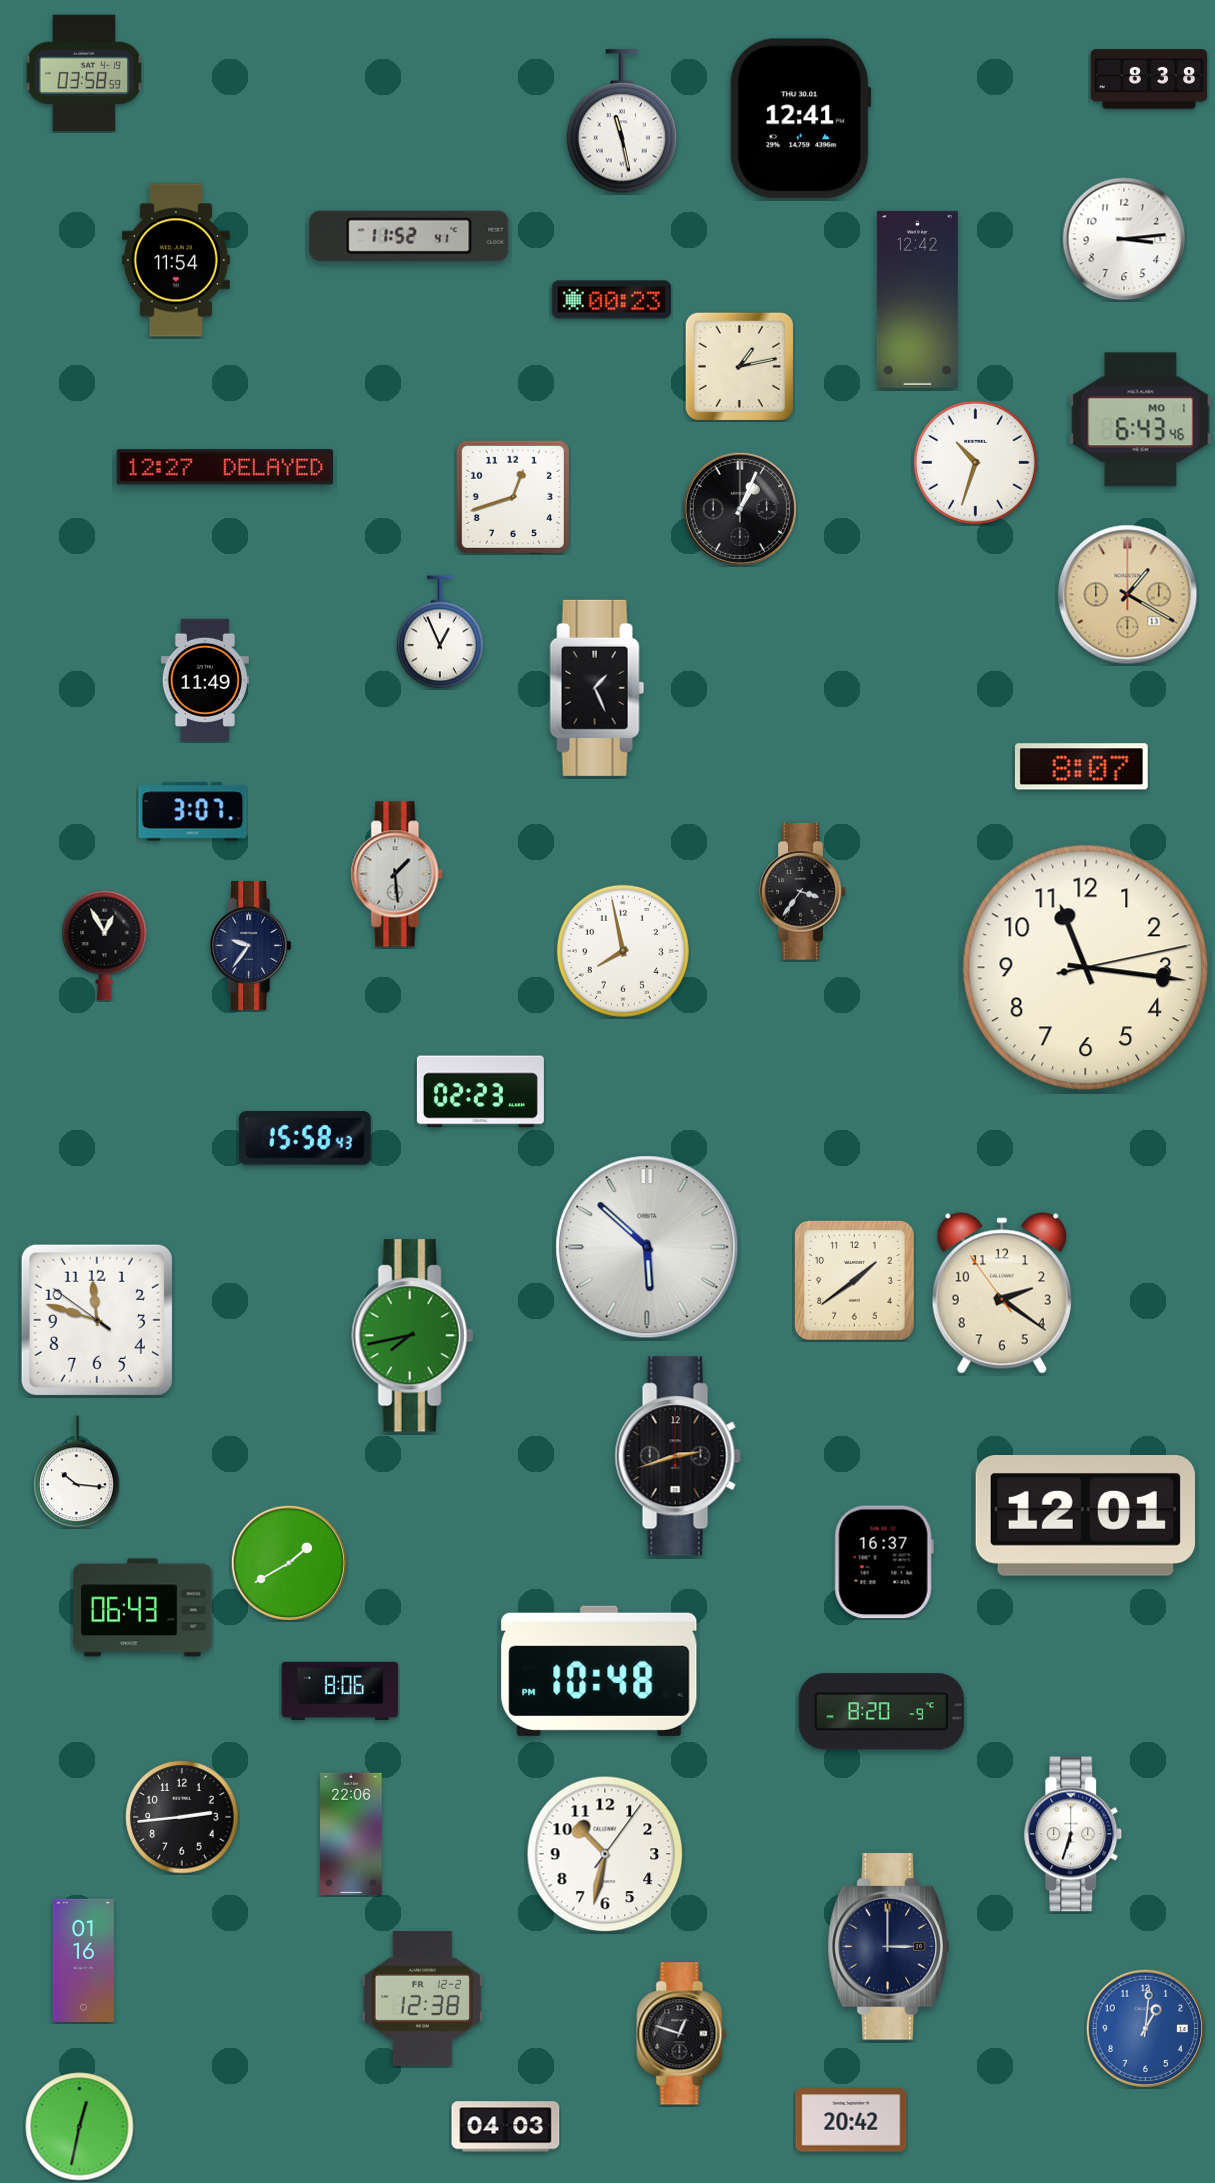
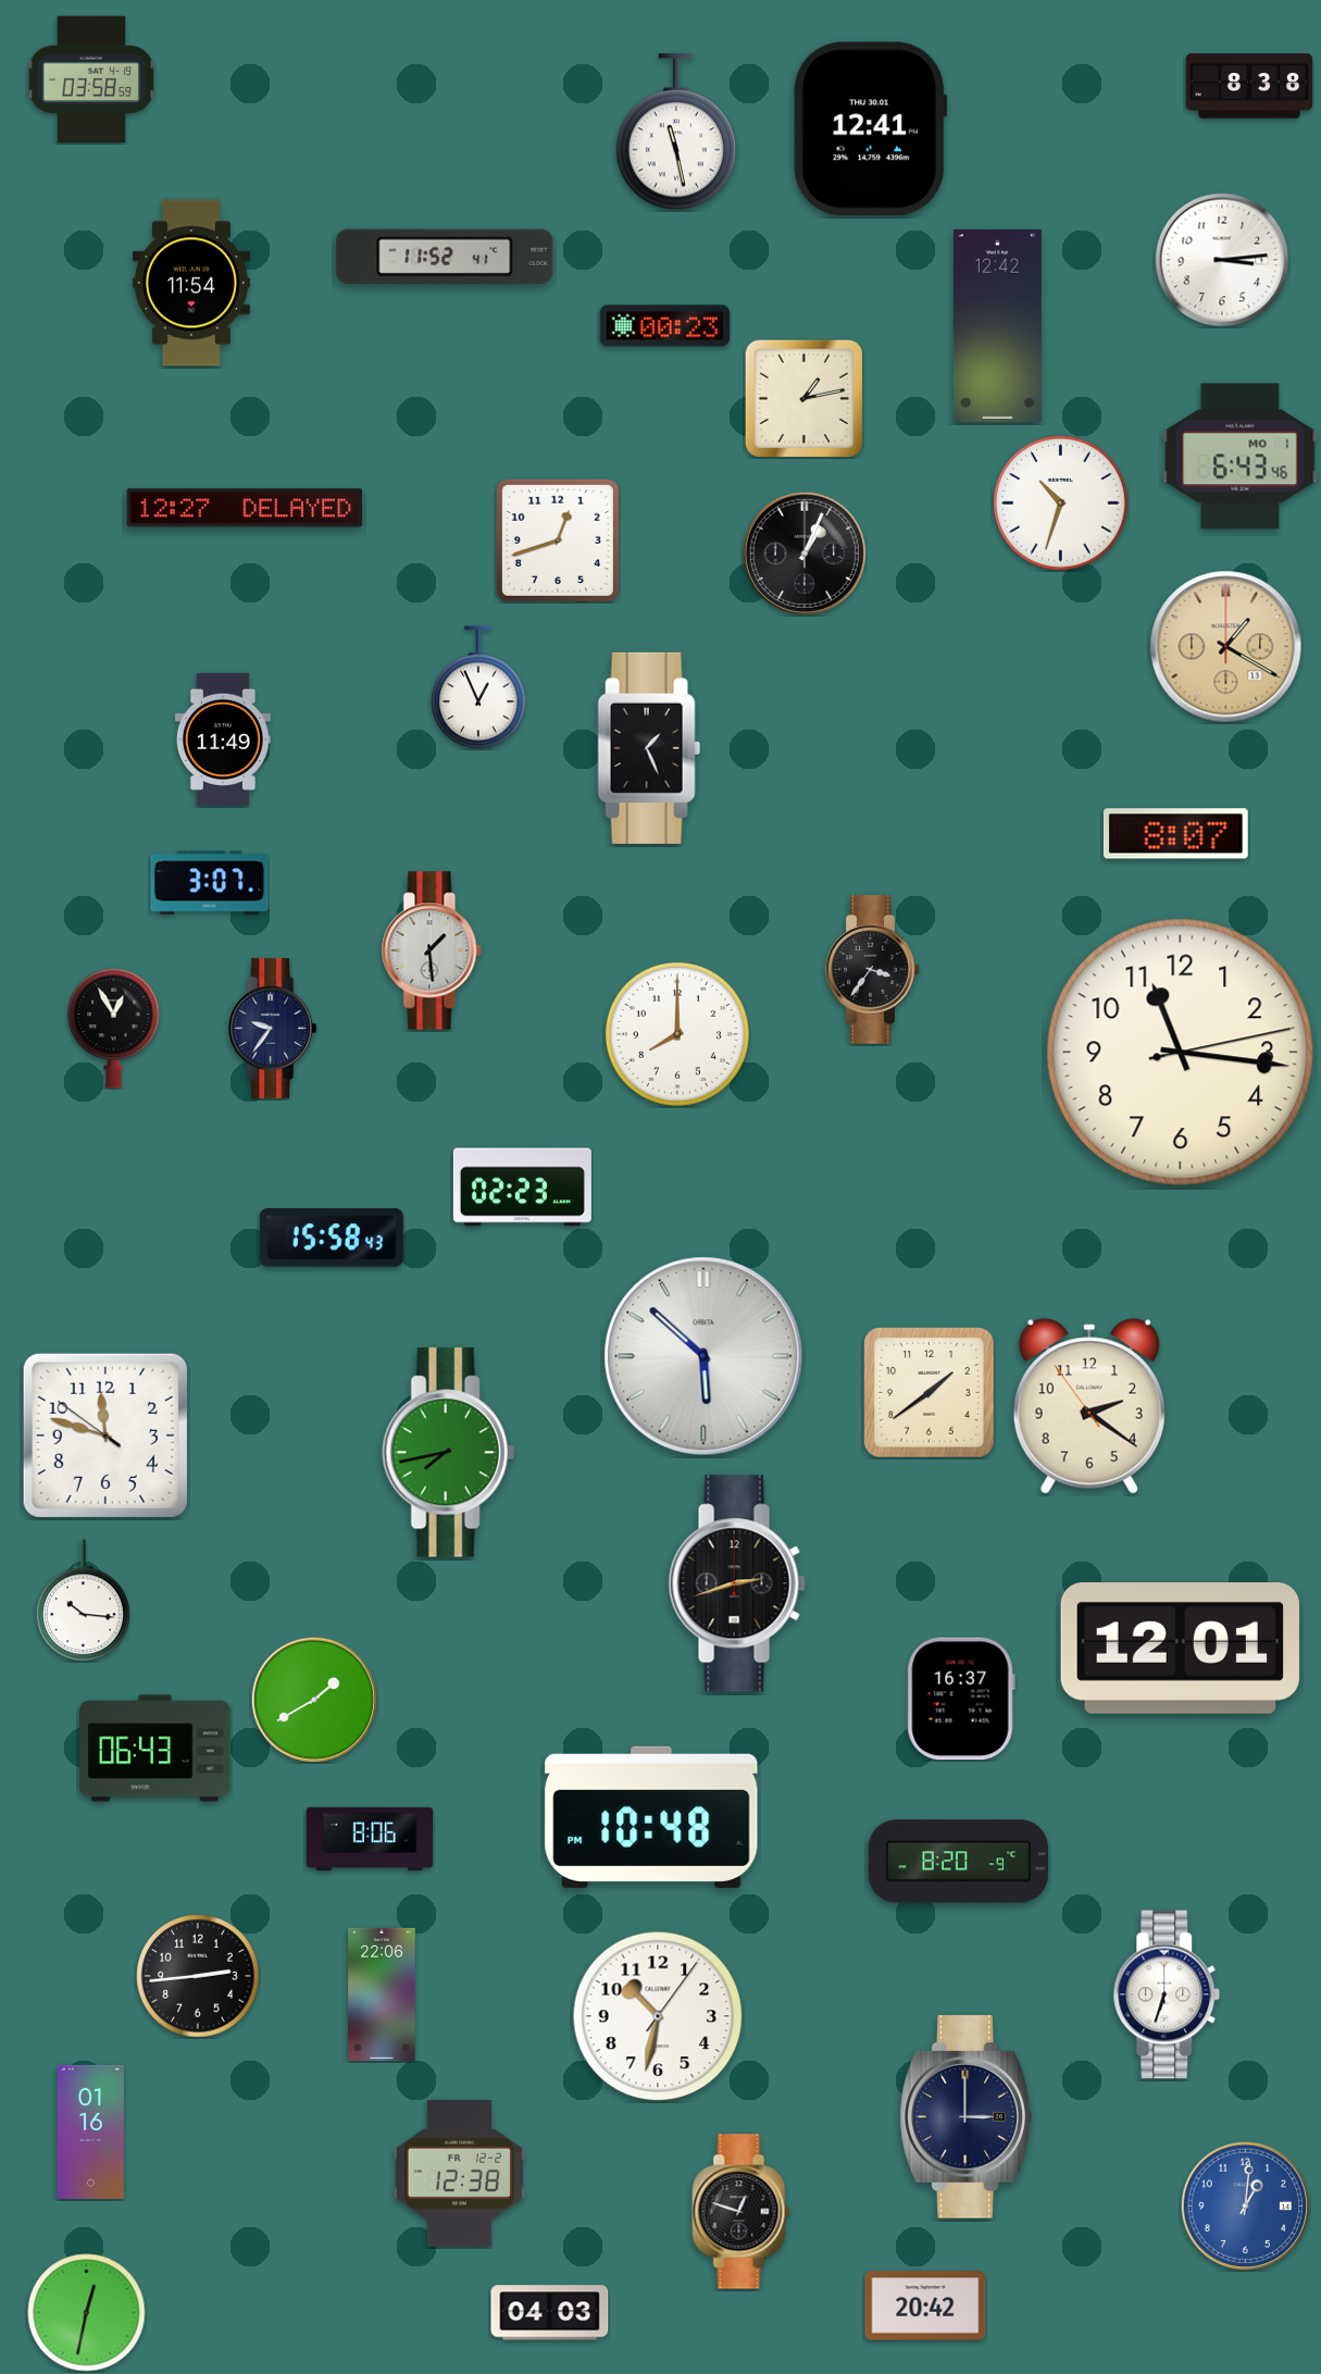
clock at (623, 951): 7:58 -> 8:00
